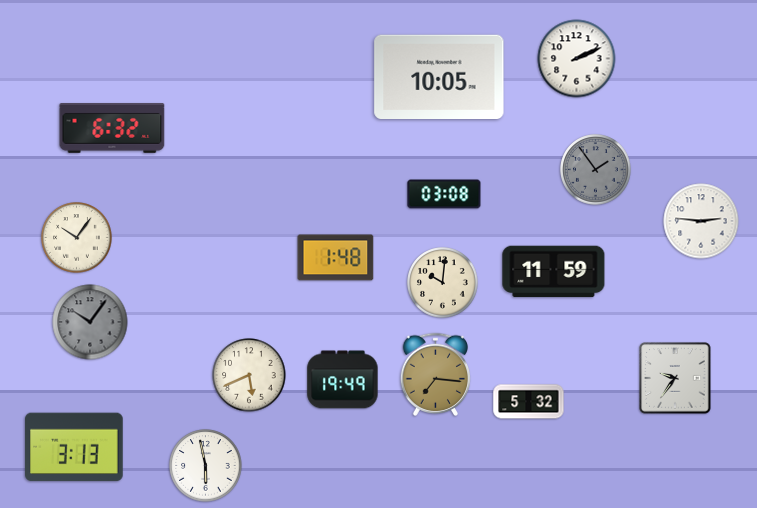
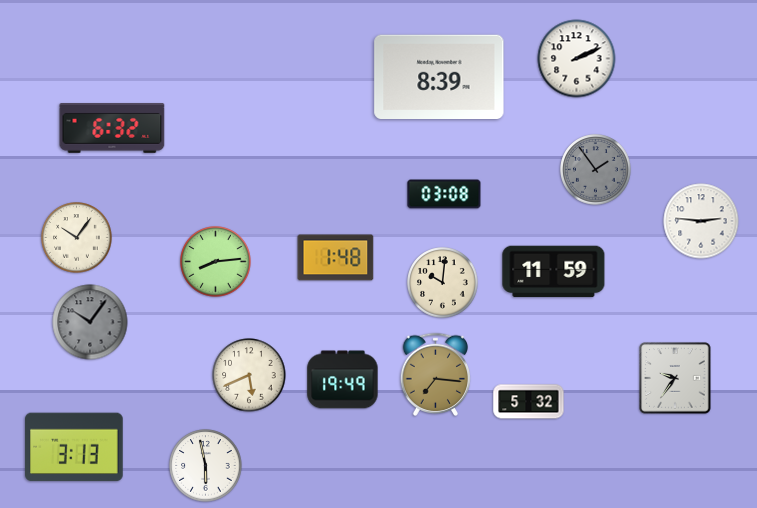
clock at (439, 76): 10:05 -> 8:39
clock at (216, 262): none -> 8:14
